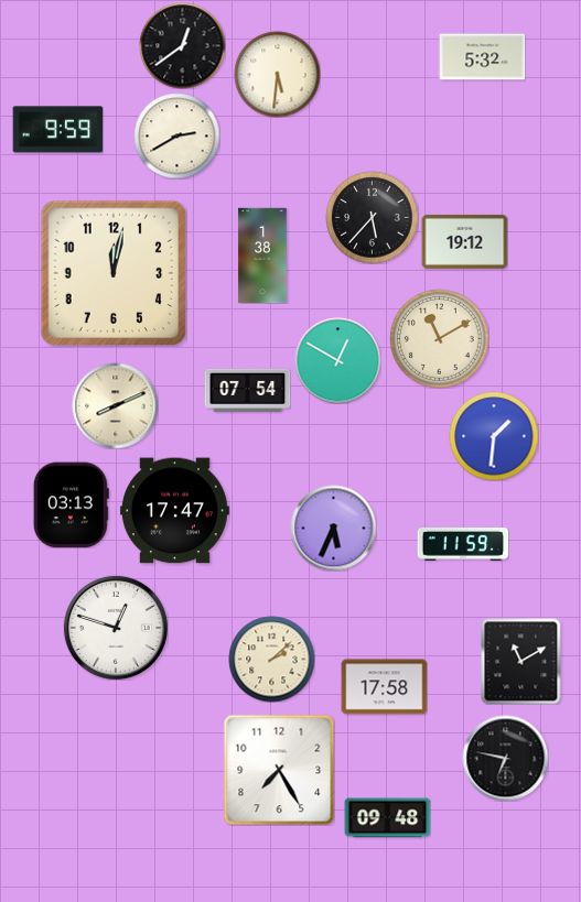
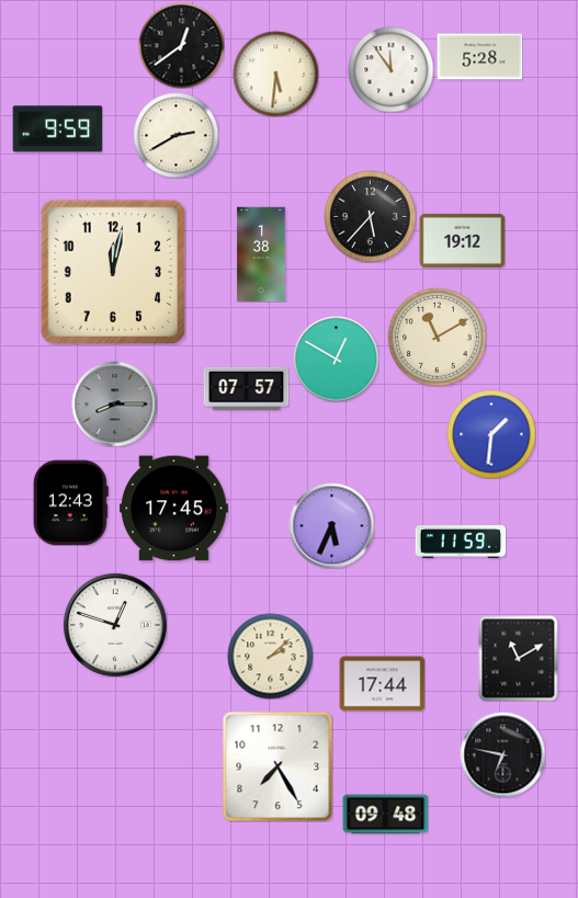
clock at (482, 57): 5:32 -> 5:28
clock at (390, 69): none -> 11:54
clock at (247, 390): 07:54 -> 07:57
clock at (115, 405): 8:11 -> 8:15
clock at (115, 405) dial: cream -> grey
clock at (71, 504): 03:13 -> 12:43
clock at (174, 511): 17:47 -> 17:45
clock at (384, 687): 17:58 -> 17:44
